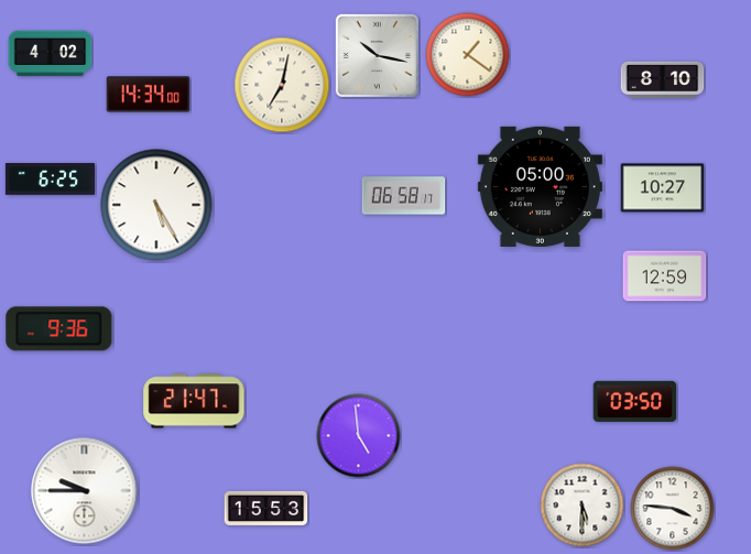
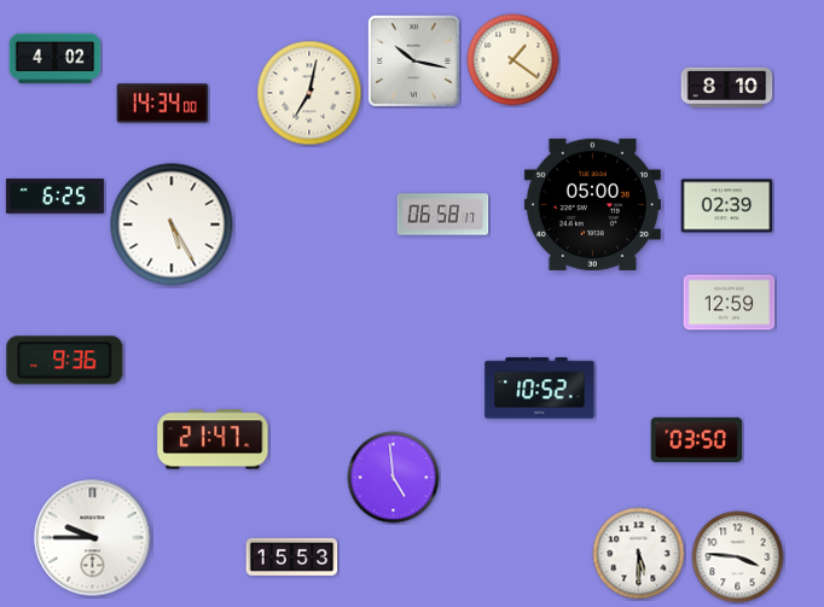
clock at (663, 188): 10:27 -> 02:39
clock at (540, 389): none -> 10:52
